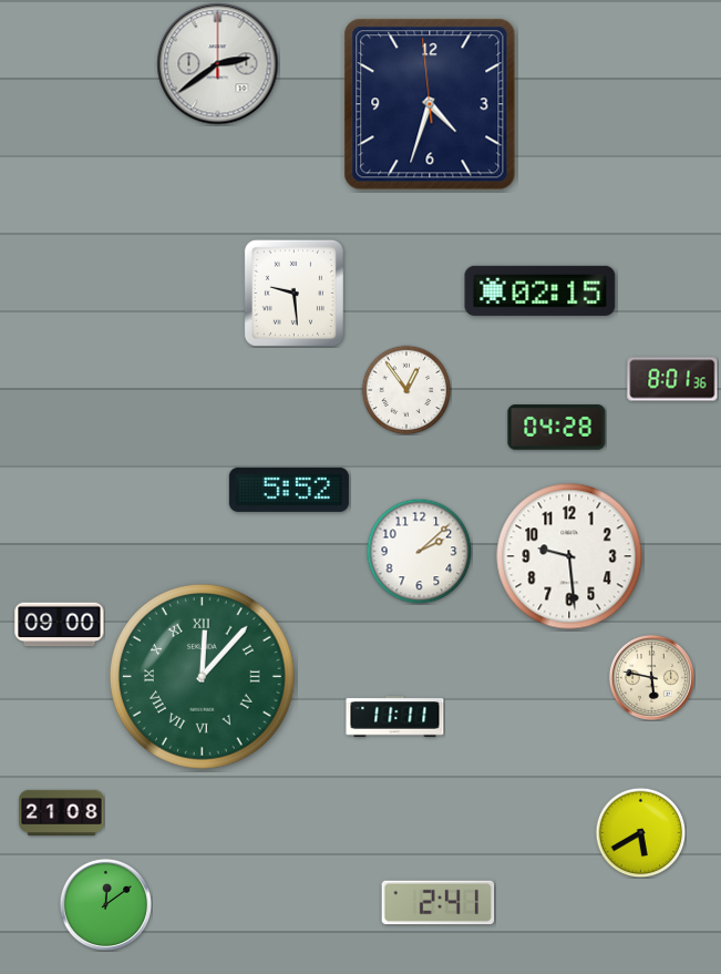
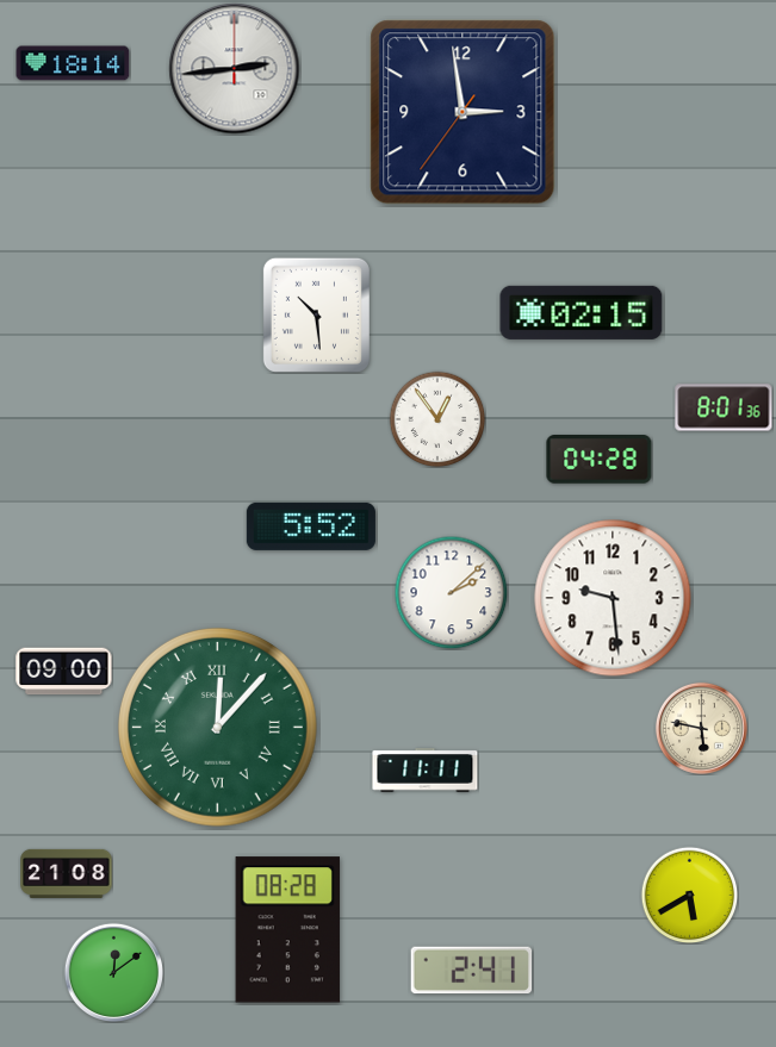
clock at (73, 63): none -> 18:14
clock at (218, 64): 2:39 -> 2:44
clock at (430, 104): 4:32 -> 2:58
clock at (293, 293): 9:29 -> 10:29
clock at (287, 930): none -> 08:28
